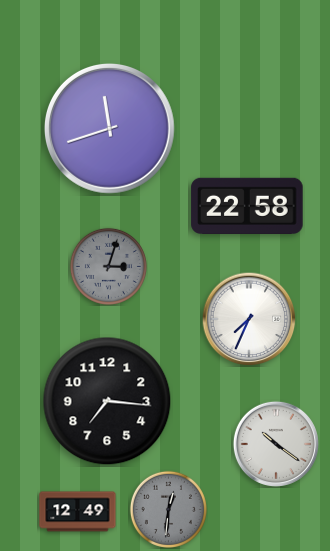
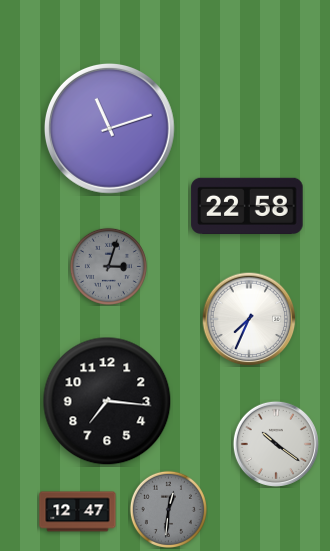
clock at (109, 128): 11:42 -> 11:12
clock at (78, 512): 12:49 -> 12:47
